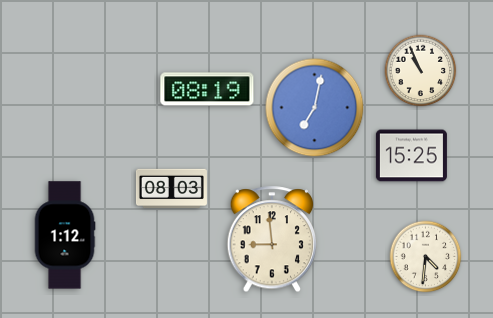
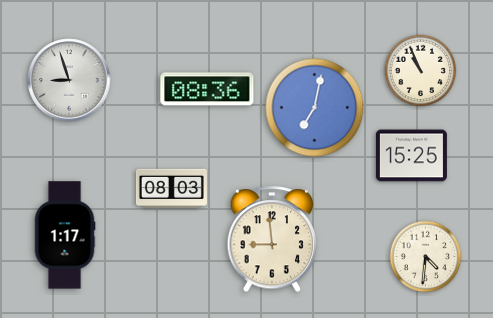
clock at (69, 80): none -> 8:57
clock at (207, 89): 08:19 -> 08:36
clock at (65, 235): 1:12 -> 1:17
